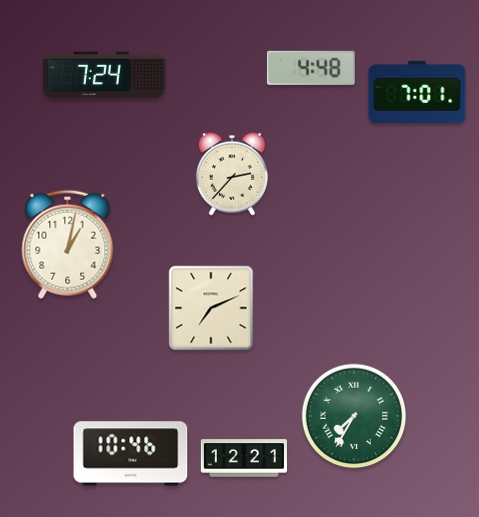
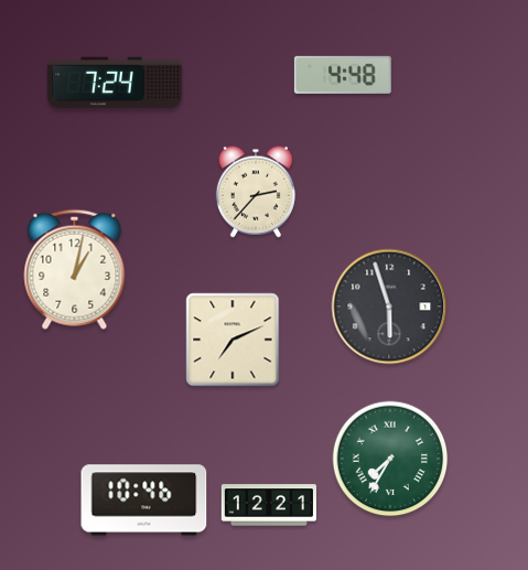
clock at (417, 92): 7:01 -> none
clock at (389, 306): none -> 5:57
